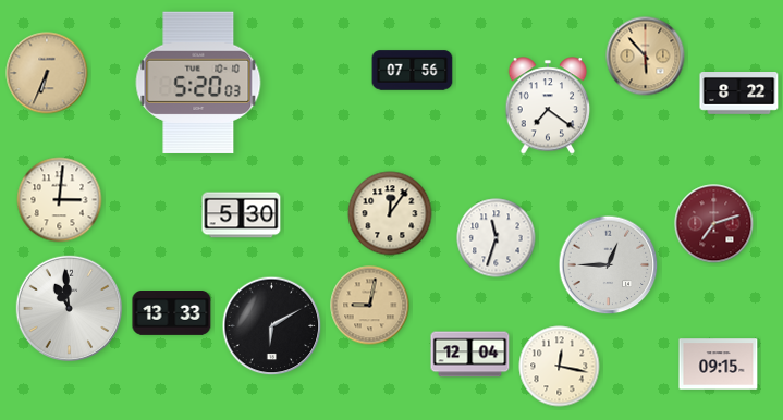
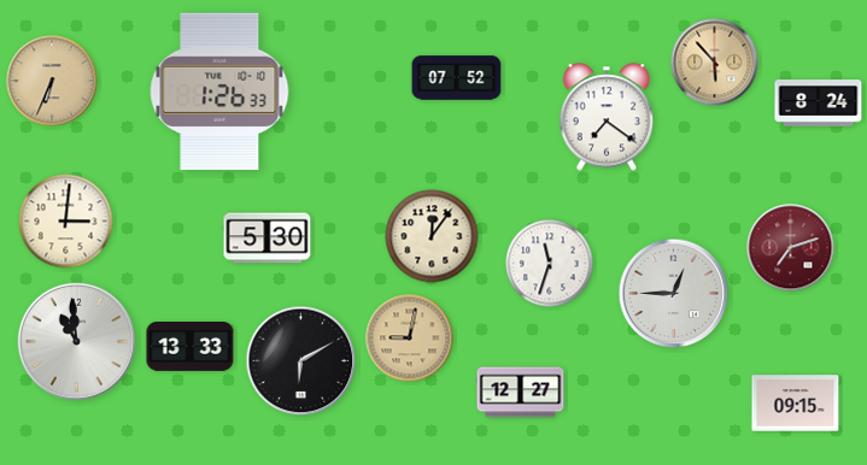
clock at (413, 71): 07:56 -> 07:52
clock at (198, 82): 5:20 -> 1:26
clock at (739, 94): 8:22 -> 8:24
clock at (470, 355): 12:04 -> 12:27
clock at (560, 367): 12:17 -> none
